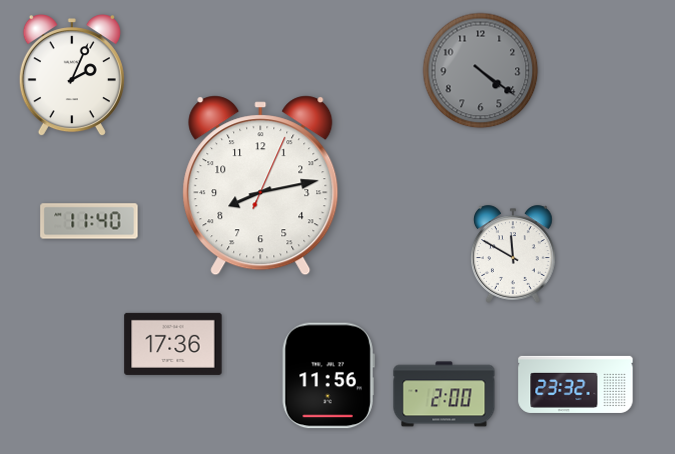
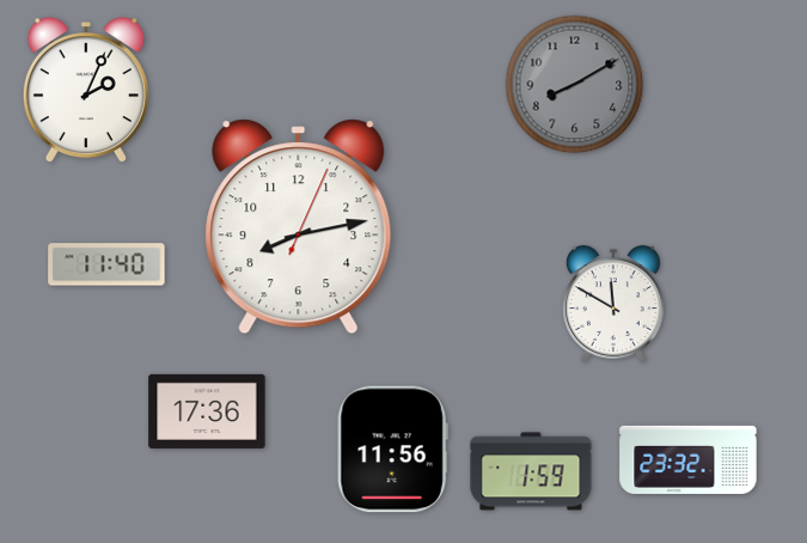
clock at (481, 71): 4:21 -> 8:10
clock at (261, 186) position: (261, 186) -> (299, 227)
clock at (444, 394): 2:00 -> 1:59
